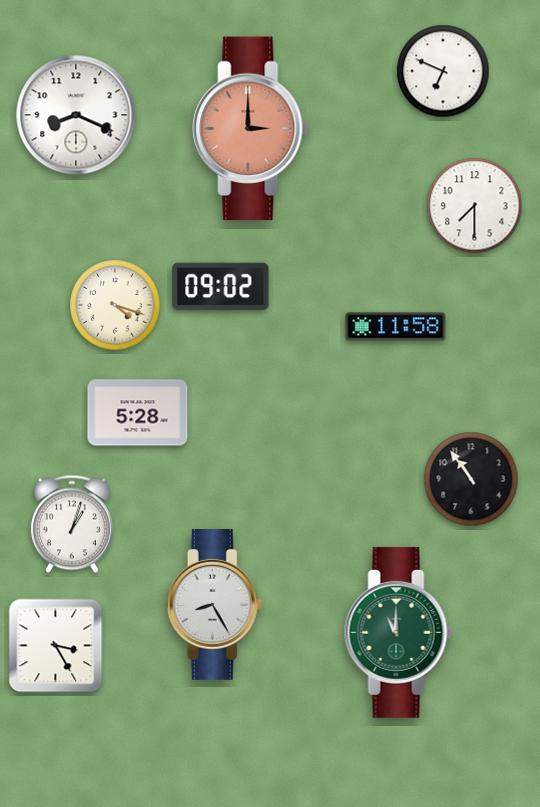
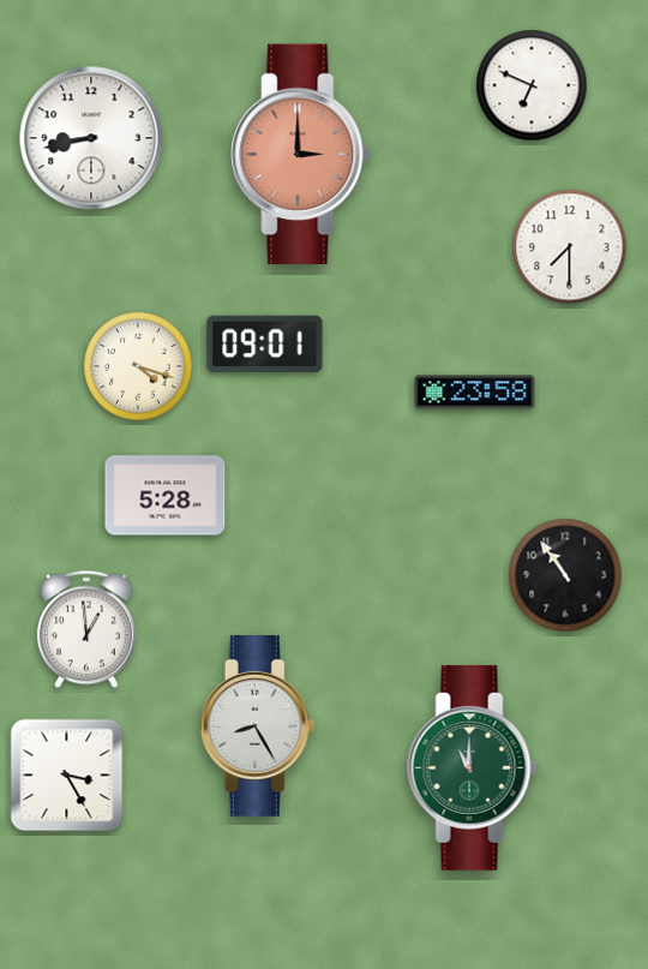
clock at (76, 115): 8:19 -> 8:43
clock at (221, 286): 09:02 -> 09:01
clock at (396, 327): 11:58 -> 23:58
clock at (72, 524): 1:03 -> 12:59
clock at (399, 632) position: (399, 632) -> (473, 767)
